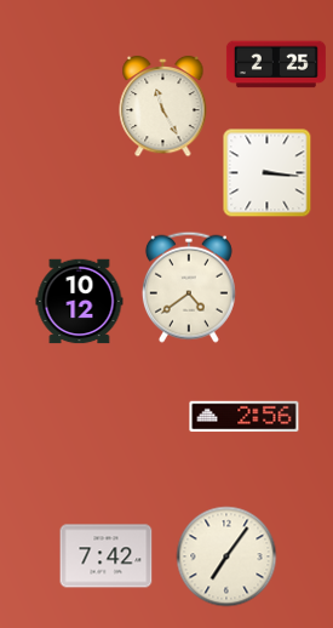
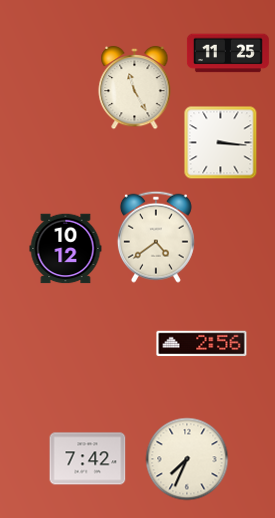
clock at (276, 64): 2:25 -> 11:25
clock at (226, 556): 7:06 -> 7:34
